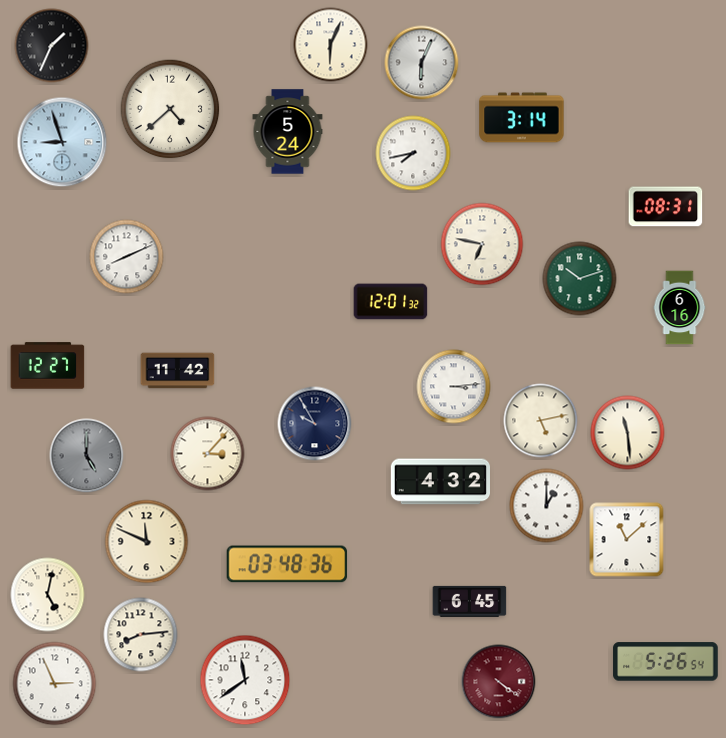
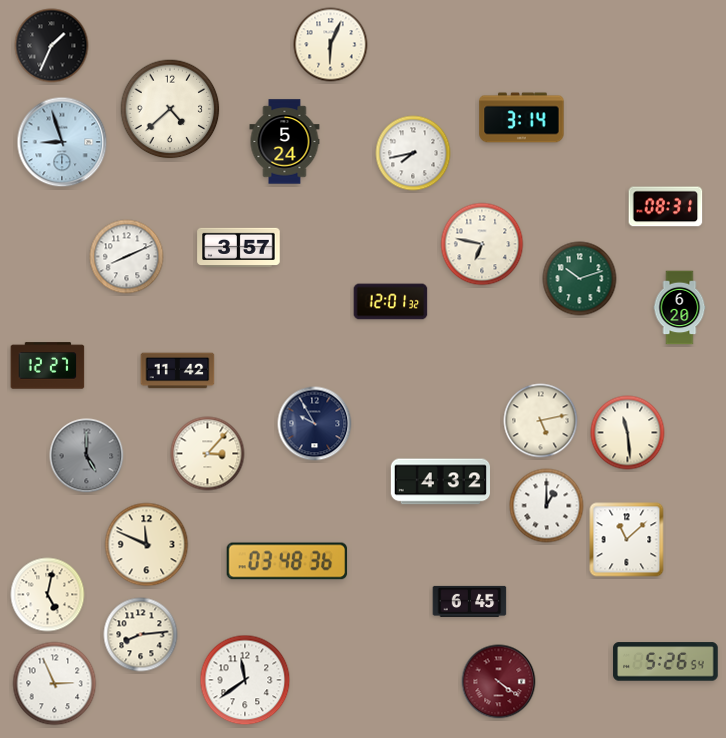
clock at (422, 63): 6:04 -> none
clock at (288, 132) position: (288, 132) -> (285, 142)
clock at (239, 247): none -> 3:57
clock at (680, 308): 6:16 -> 6:20
clock at (454, 387): 3:14 -> none
clock at (147, 542) position: (147, 542) -> (147, 545)
clock at (287, 564) position: (287, 564) -> (287, 561)
